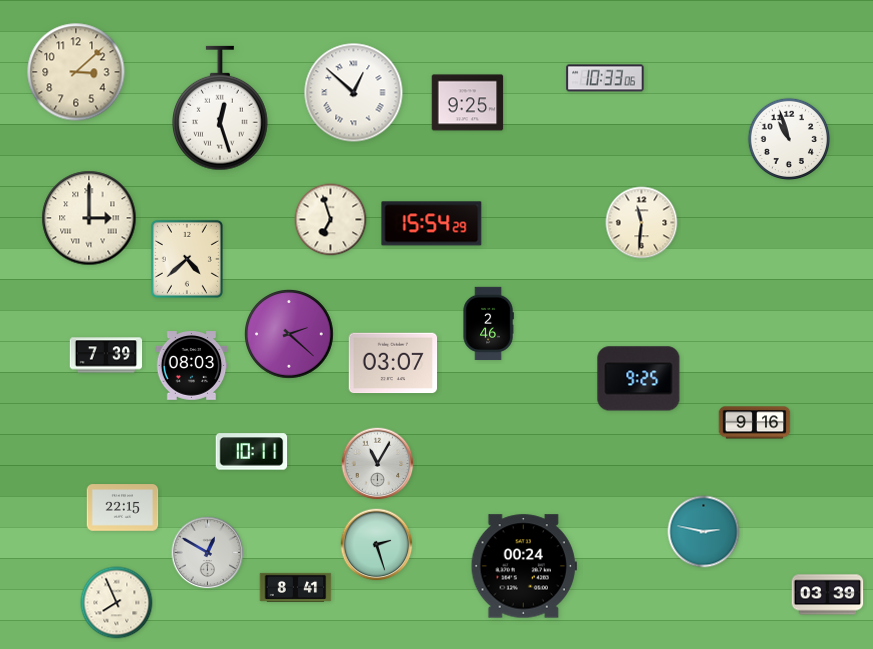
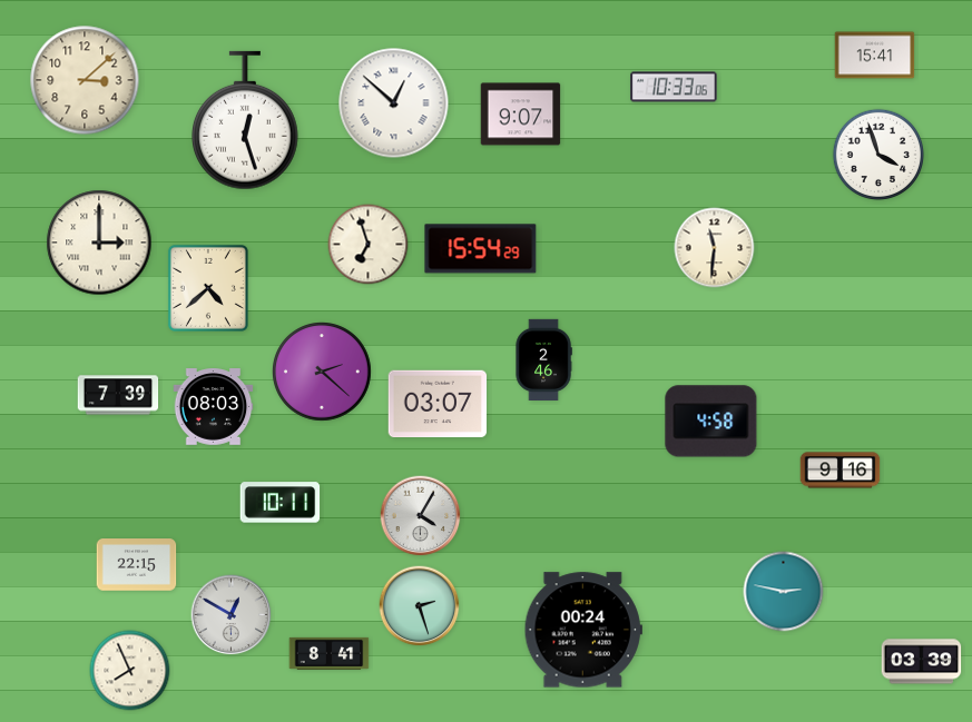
clock at (875, 56): none -> 15:41
clock at (468, 103): 9:25 -> 9:07
clock at (789, 139): 10:57 -> 3:57
clock at (639, 379): 9:25 -> 4:58
clock at (378, 464): 11:05 -> 4:05
